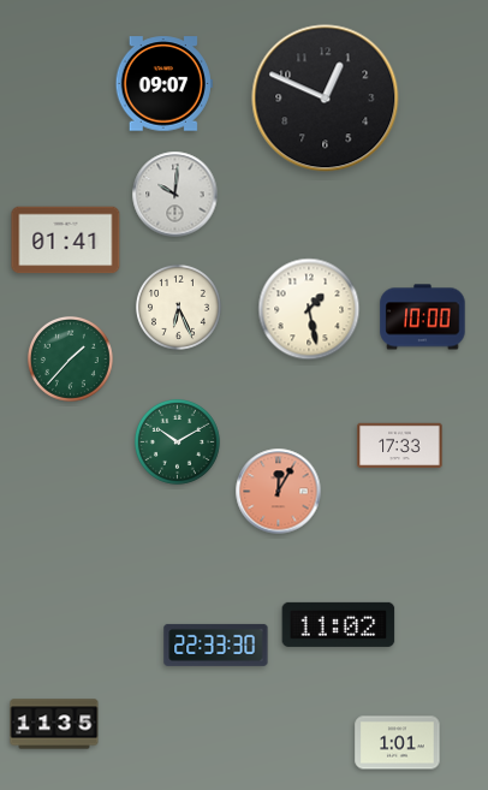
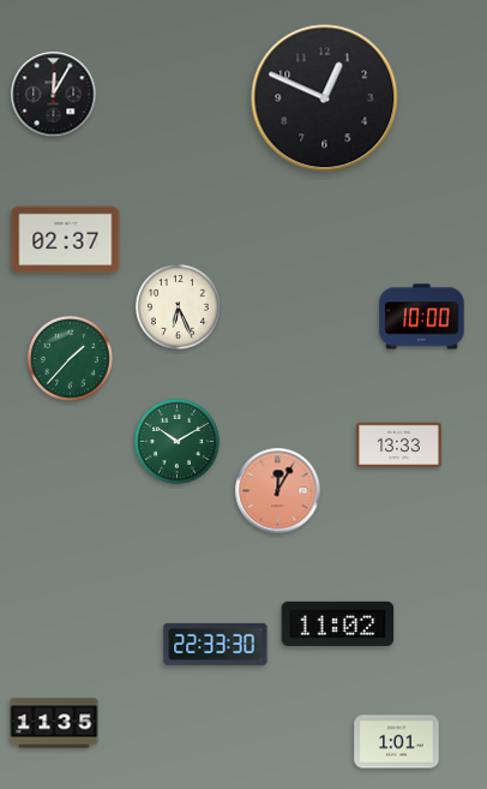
clock at (163, 84): 09:07 -> none
clock at (54, 95): none -> 12:05
clock at (175, 195): 10:01 -> none
clock at (66, 240): 01:41 -> 02:37
clock at (309, 309): 1:28 -> none
clock at (400, 446): 17:33 -> 13:33
